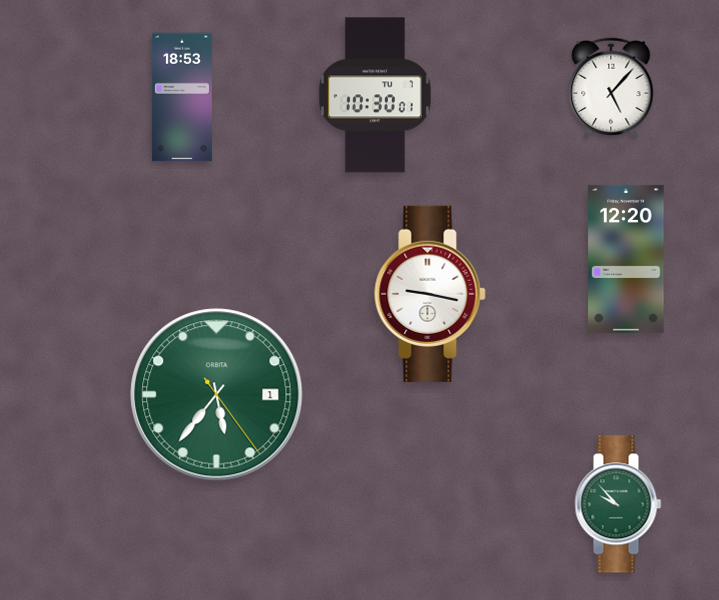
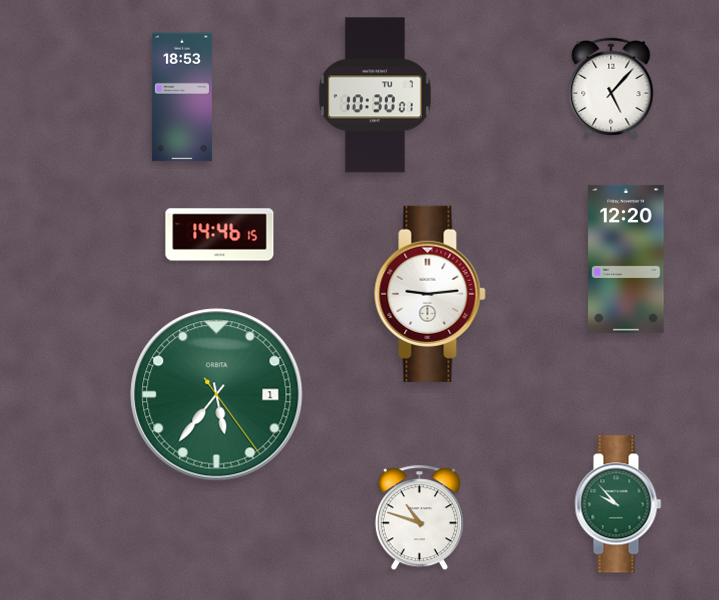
clock at (220, 235): none -> 14:46
clock at (430, 294): 9:17 -> 9:14
clock at (419, 518): none -> 10:48
